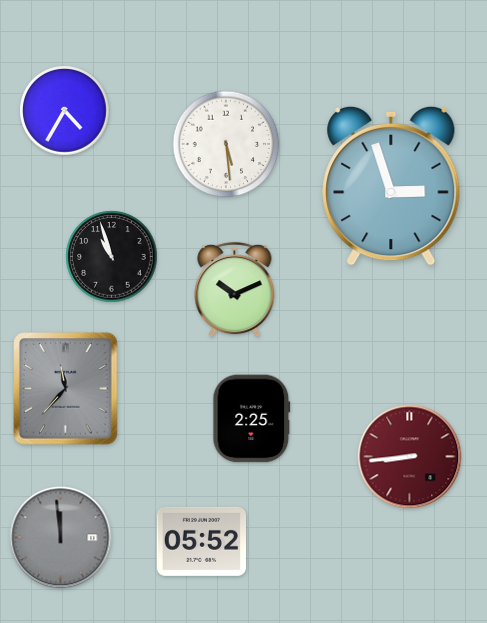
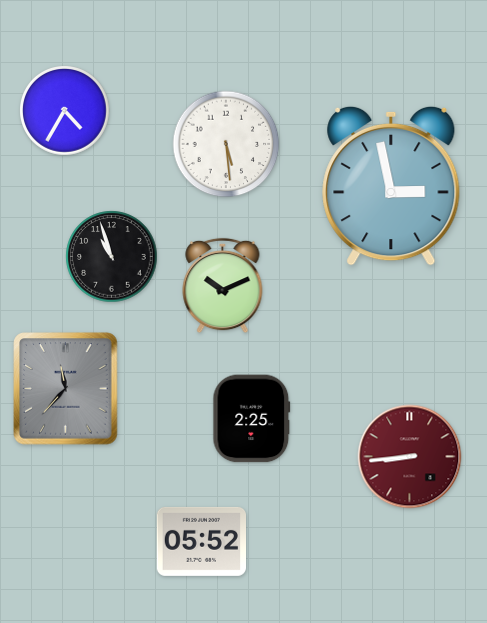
clock at (391, 186): 2:57 -> 2:58
clock at (235, 290) position: (235, 290) -> (223, 286)
clock at (61, 538): 11:59 -> none
